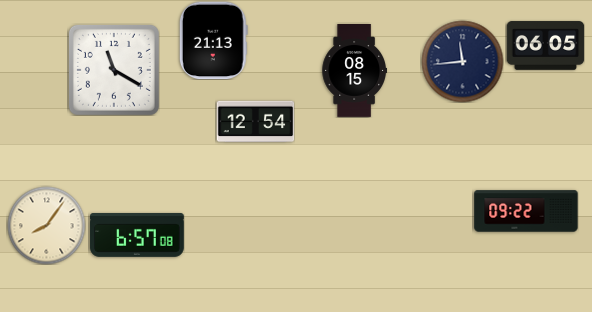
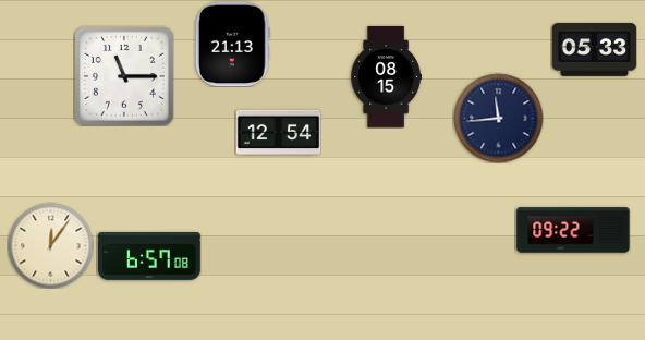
clock at (545, 46): 06:05 -> 05:33
clock at (462, 61) position: (462, 61) -> (498, 118)
clock at (114, 70): 11:20 -> 11:15
clock at (46, 225): 8:06 -> 12:06
